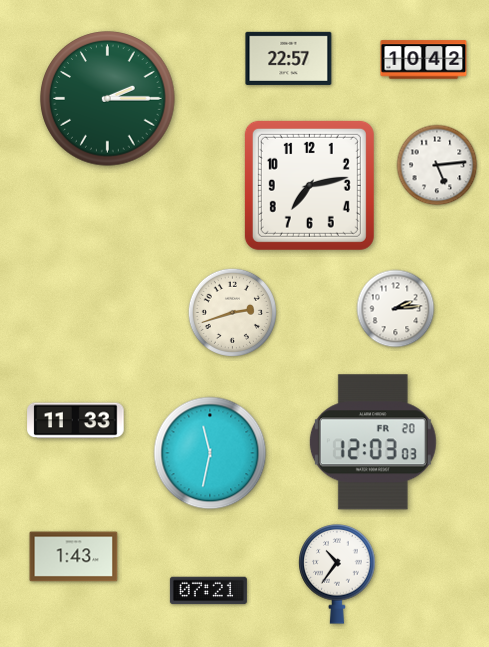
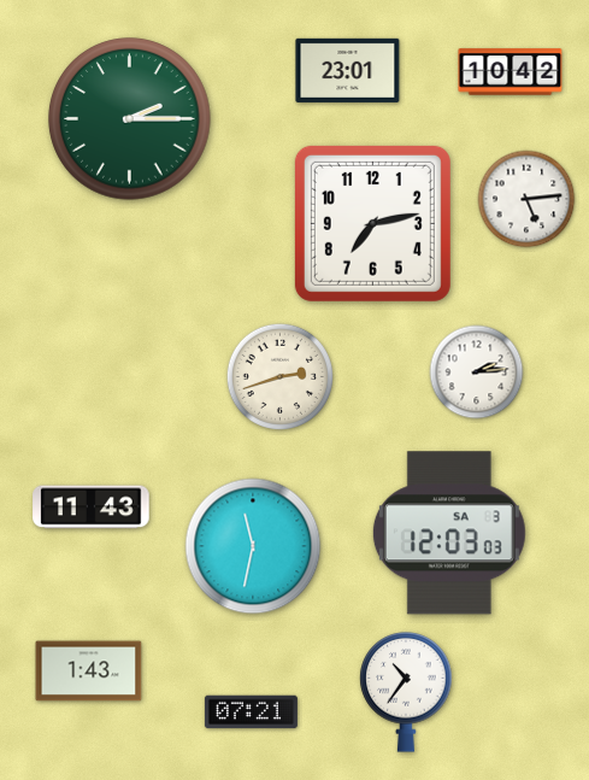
clock at (289, 58): 22:57 -> 23:01
clock at (76, 421): 11:33 -> 11:43
clock at (373, 442) date: FR 20 -> SA 3
